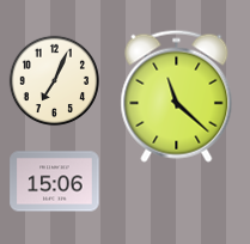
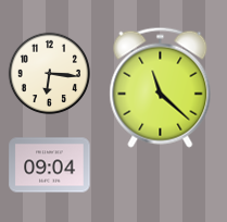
clock at (55, 81): 7:04 -> 6:16
clock at (55, 182): 15:06 -> 09:04
